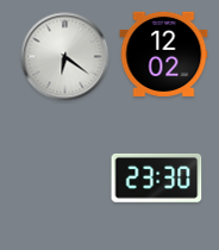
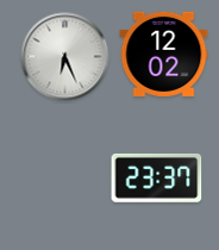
clock at (65, 57): 6:21 -> 6:26
clock at (157, 177): 23:30 -> 23:37
